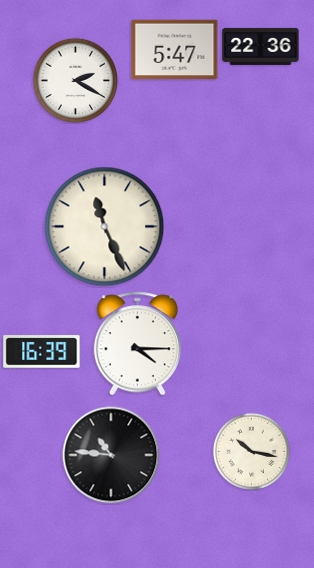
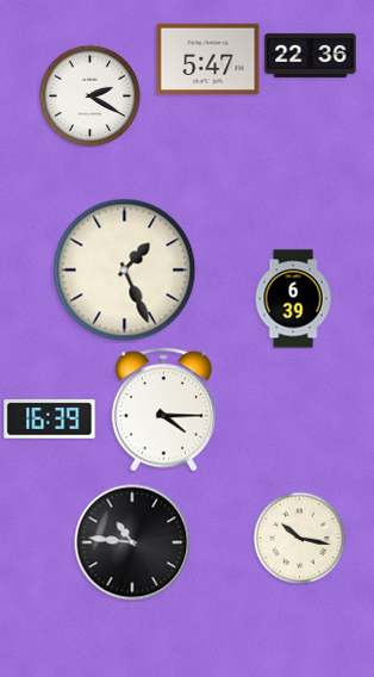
clock at (105, 227): 11:26 -> 1:26
clock at (293, 299): none -> 6:39
